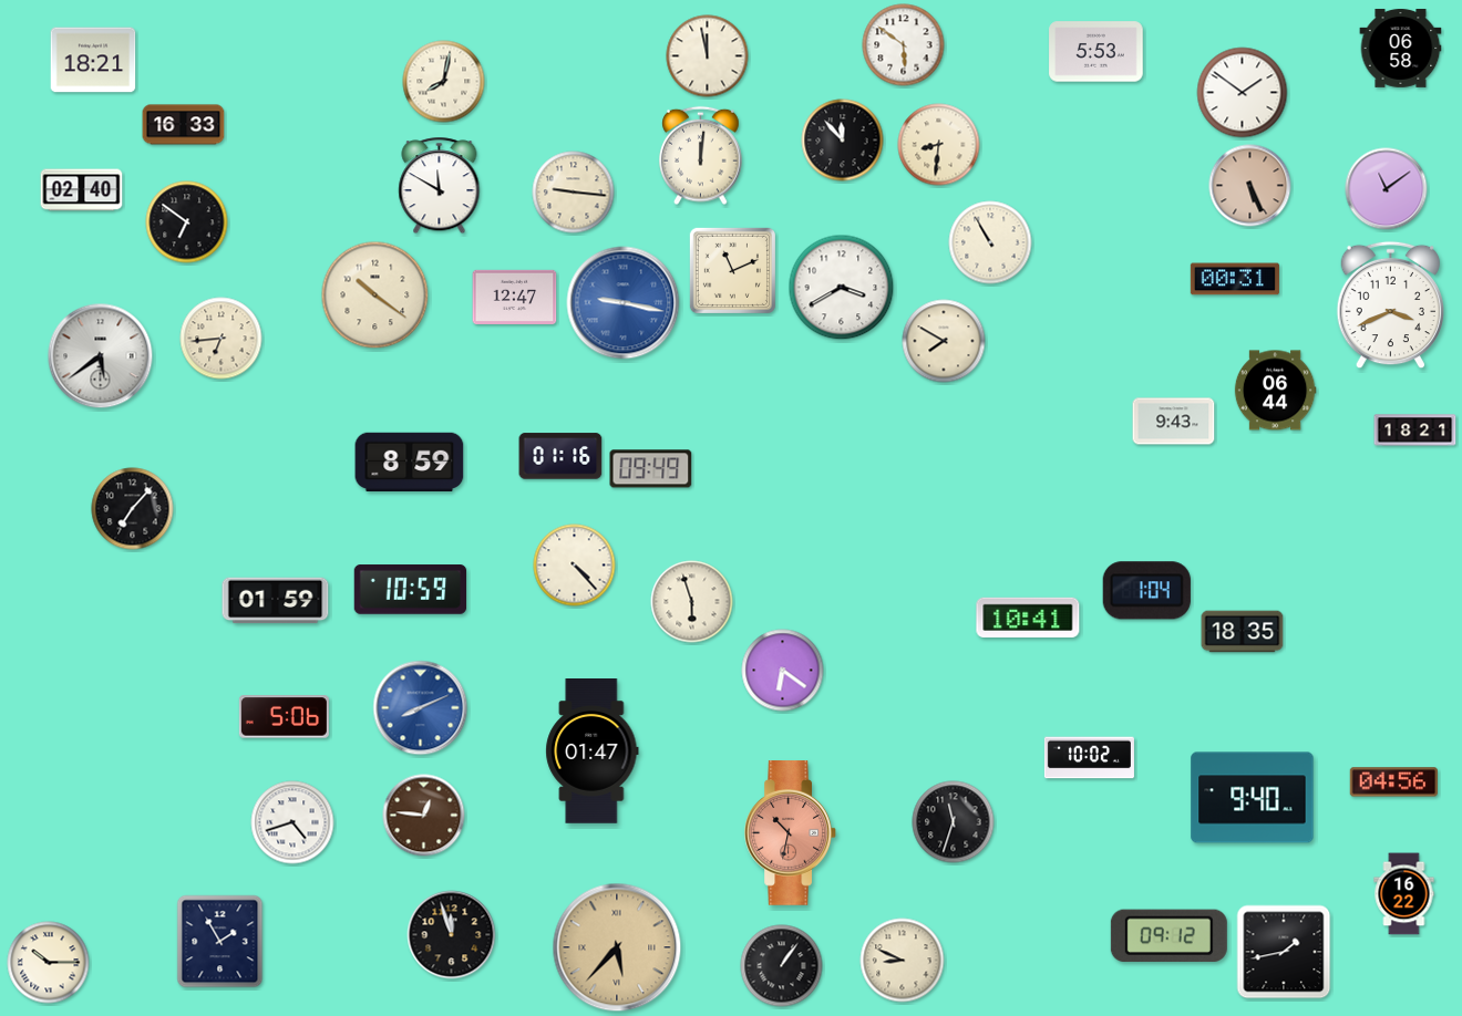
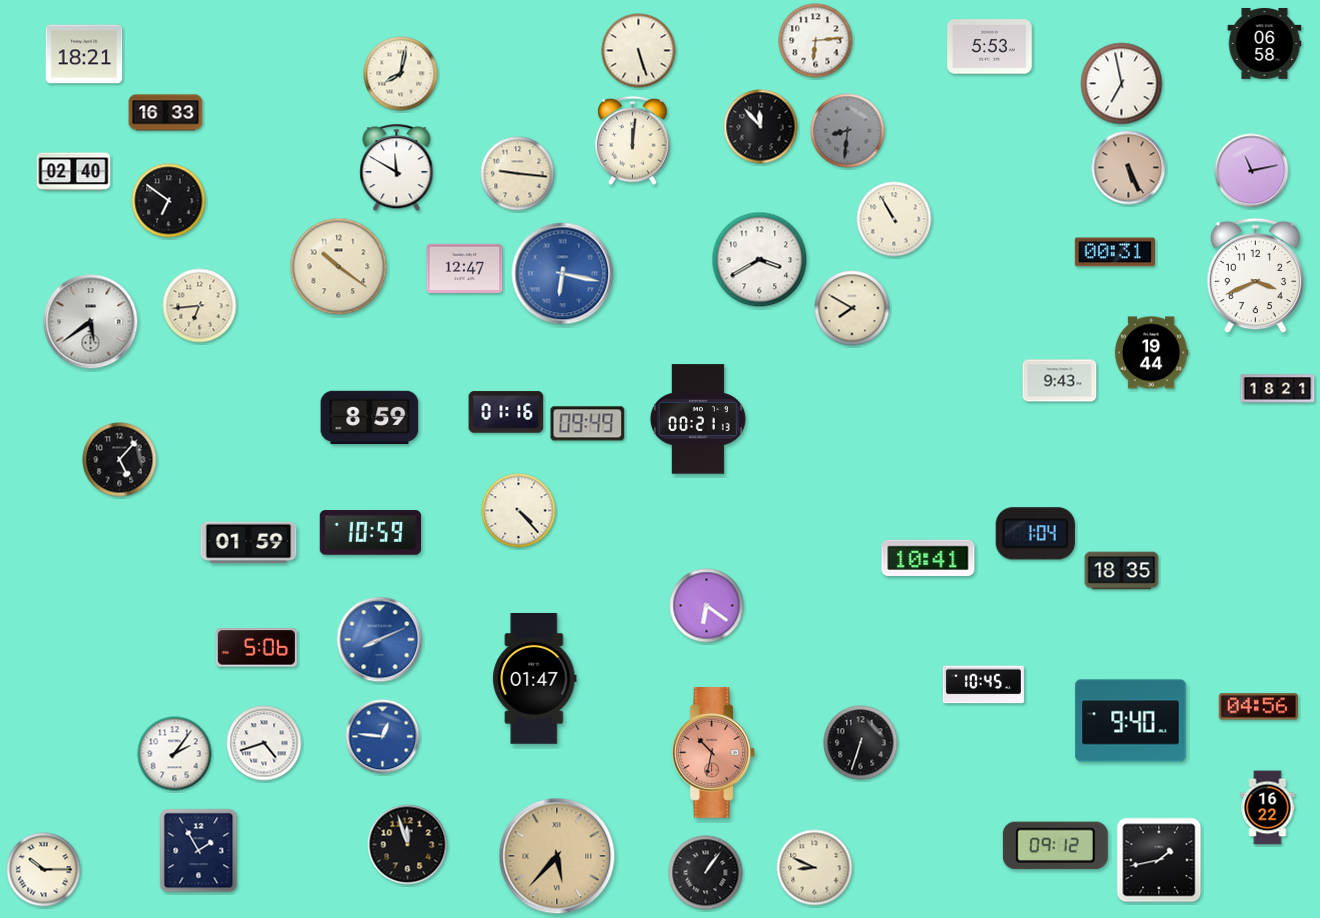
clock at (904, 45): 5:51 -> 6:14
clock at (708, 56): 11:58 -> 5:27
clock at (1243, 93): 1:51 -> 6:58
clock at (939, 145) dial: cream -> grey
clock at (1387, 189): 11:09 -> 11:13
clock at (732, 270): 11:11 -> none
clock at (624, 303): 9:17 -> 6:17
clock at (1275, 391): 06:44 -> 19:44
clock at (698, 419): none -> 00:21
clock at (133, 509): 7:07 -> 5:07
clock at (692, 602): 5:57 -> none
clock at (1089, 758): 10:02 -> 10:45
clock at (424, 816) dial: brown -> blue
clock at (954, 822): 11:33 -> 6:33
clock at (175, 754): none -> 2:06
